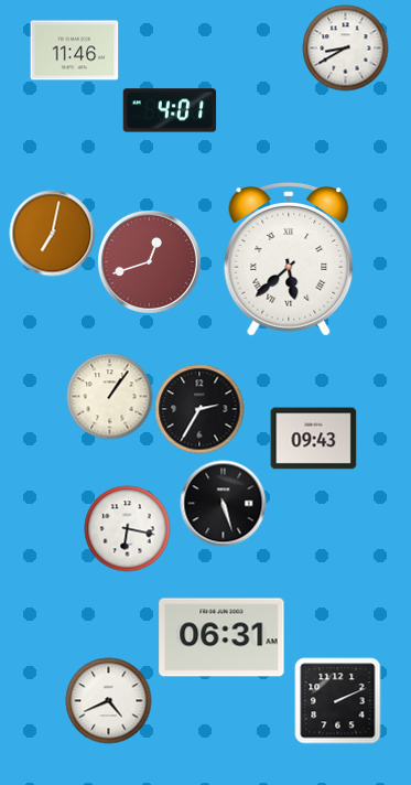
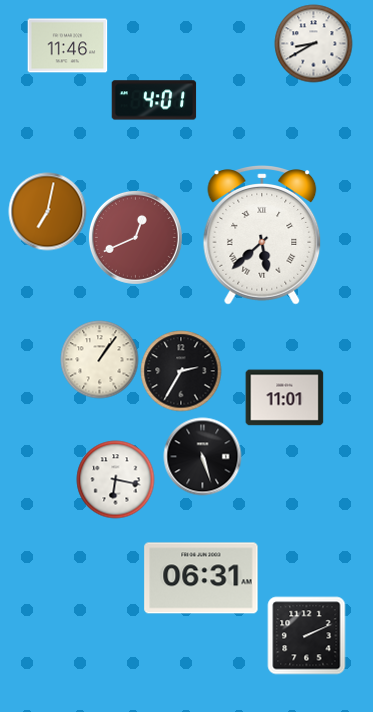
clock at (149, 261): 12:42 -> 12:41
clock at (313, 439): 09:43 -> 11:01
clock at (108, 700): 4:41 -> none
